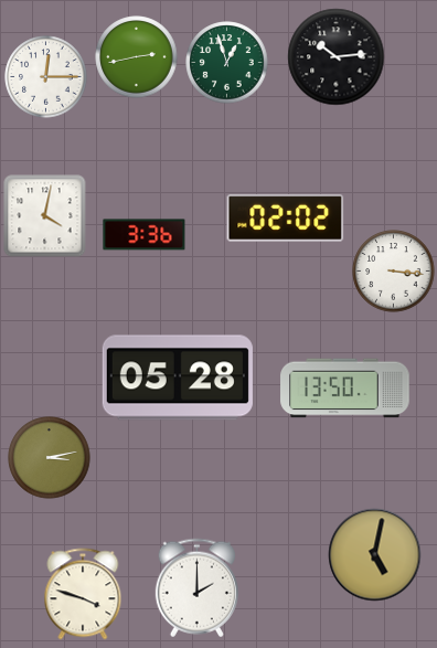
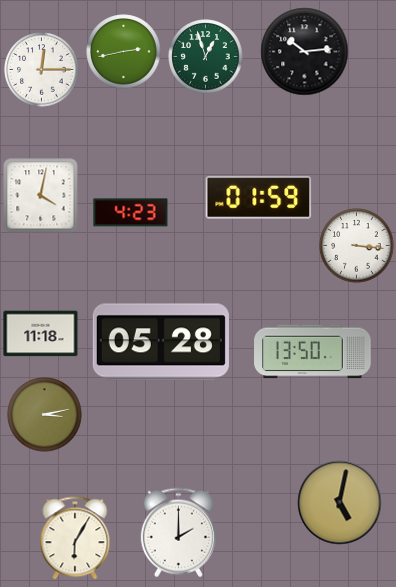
clock at (286, 217): 02:02 -> 01:59
clock at (145, 235): 3:36 -> 4:23
clock at (41, 334): none -> 11:18
clock at (83, 594): 3:48 -> 6:05
